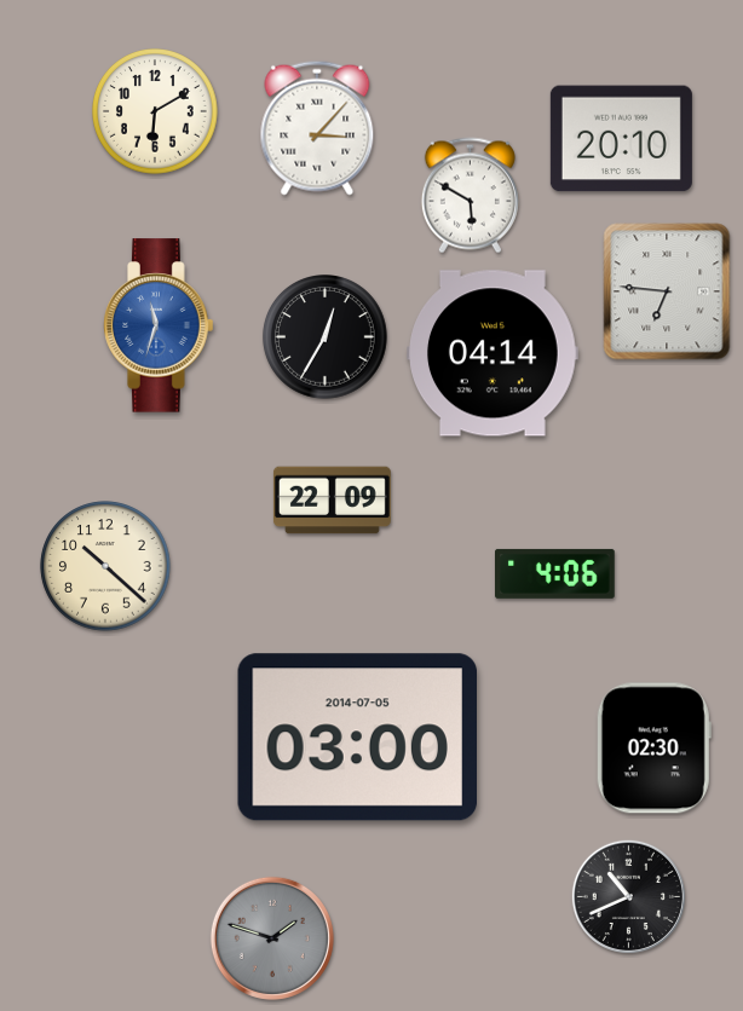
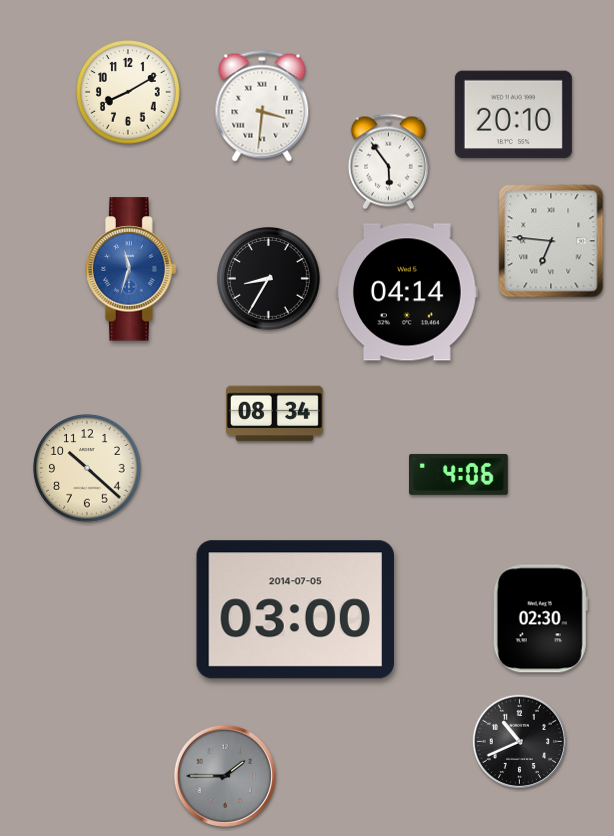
clock at (155, 111): 6:10 -> 8:10
clock at (317, 128): 3:07 -> 3:31
clock at (470, 196): 5:50 -> 5:54
clock at (326, 337): 12:35 -> 8:35
clock at (332, 501): 22:09 -> 08:34
clock at (272, 938): 1:48 -> 1:45
